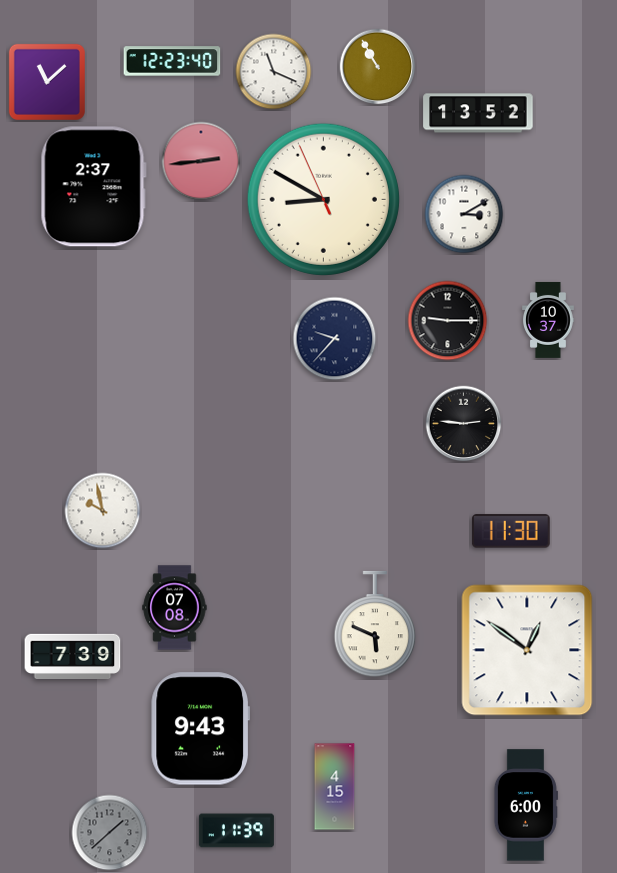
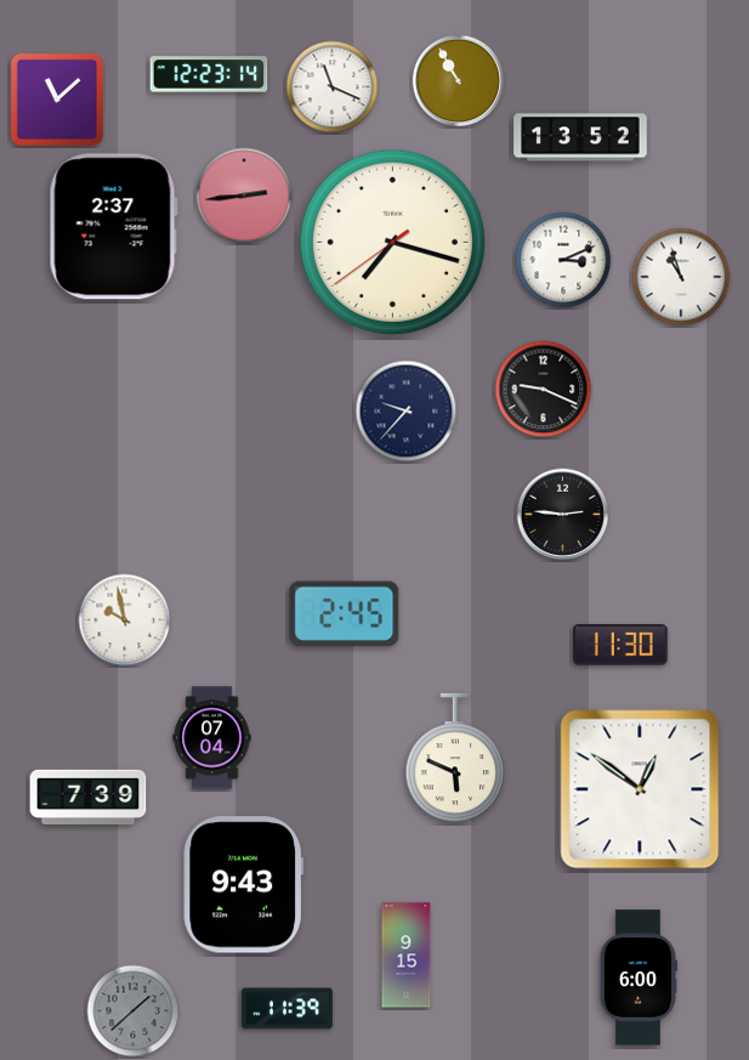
clock at (172, 61): 12:23:40 -> 12:23:14
clock at (323, 199): 8:49 -> 7:17
clock at (464, 214): 3:10 -> 3:11
clock at (681, 277): none -> 10:57
clock at (549, 320): 10:37 -> none
clock at (448, 321): 9:15 -> 9:19
clock at (345, 614): none -> 2:45
clock at (175, 608): 07:08 -> 07:04
clock at (335, 787): 4:15 -> 9:15
